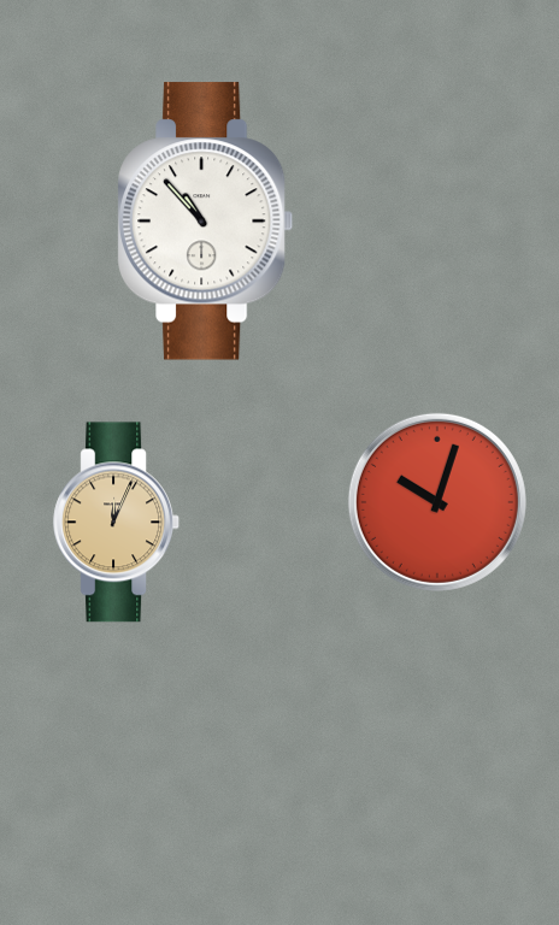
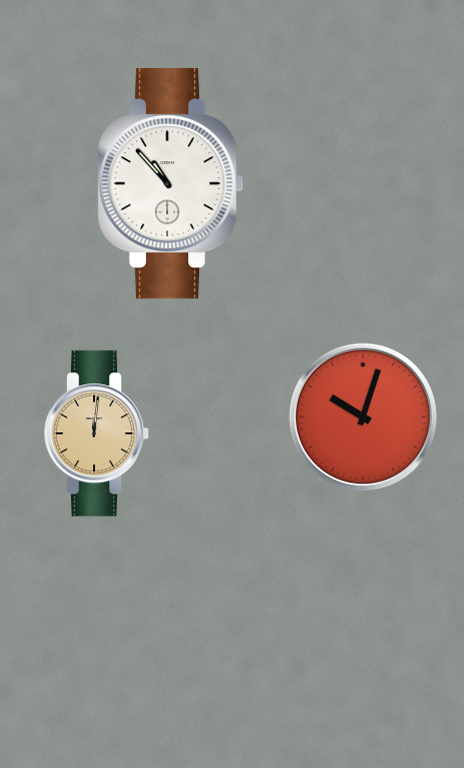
clock at (117, 523): 12:04 -> 12:01
